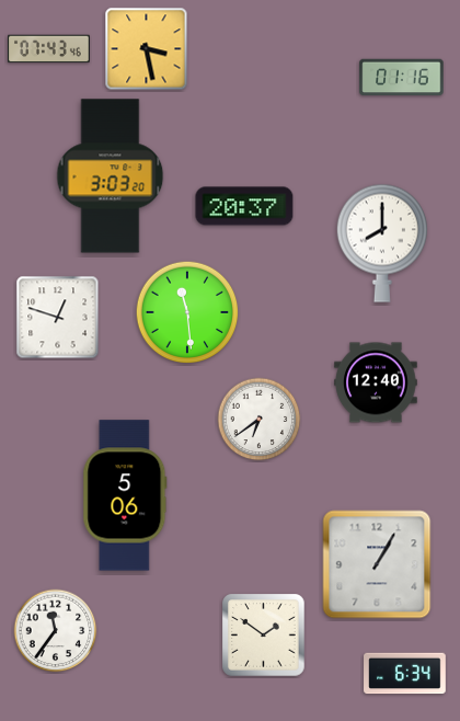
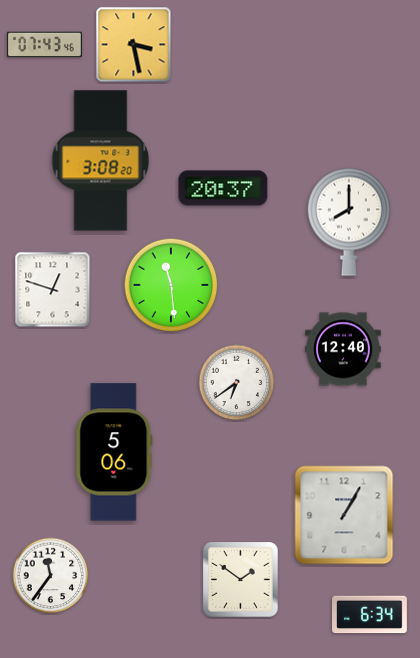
clock at (402, 78): 01:16 -> none
clock at (111, 176): 3:03 -> 3:08
